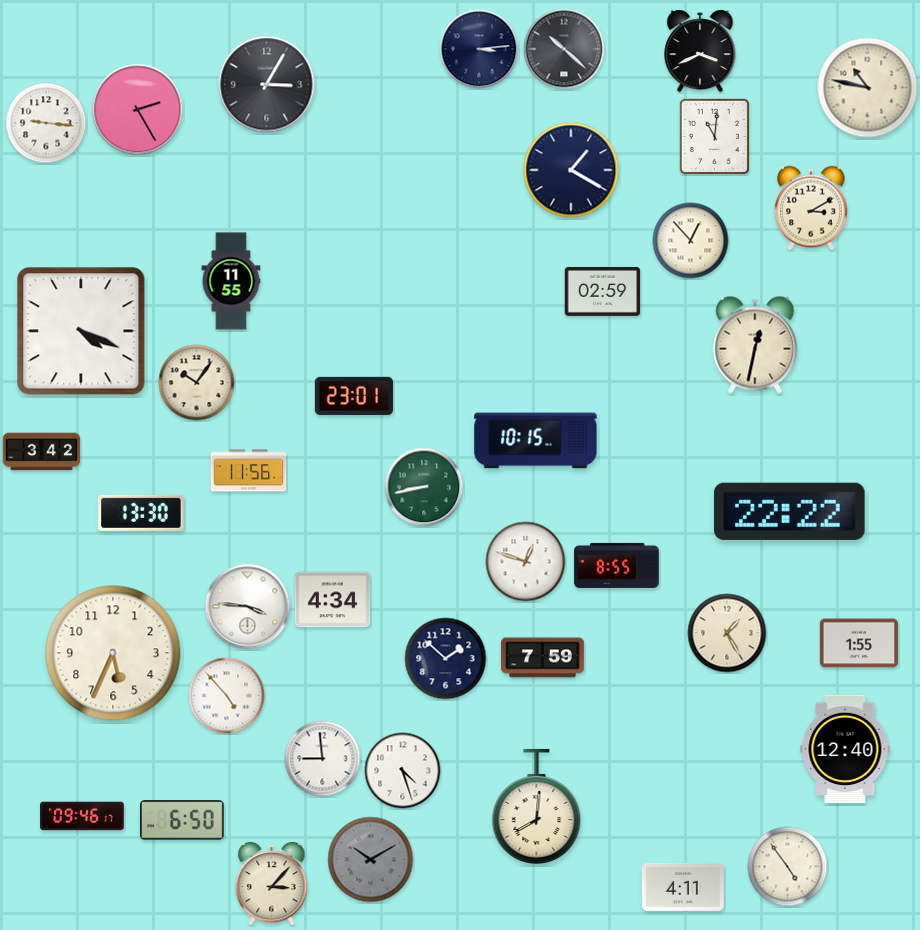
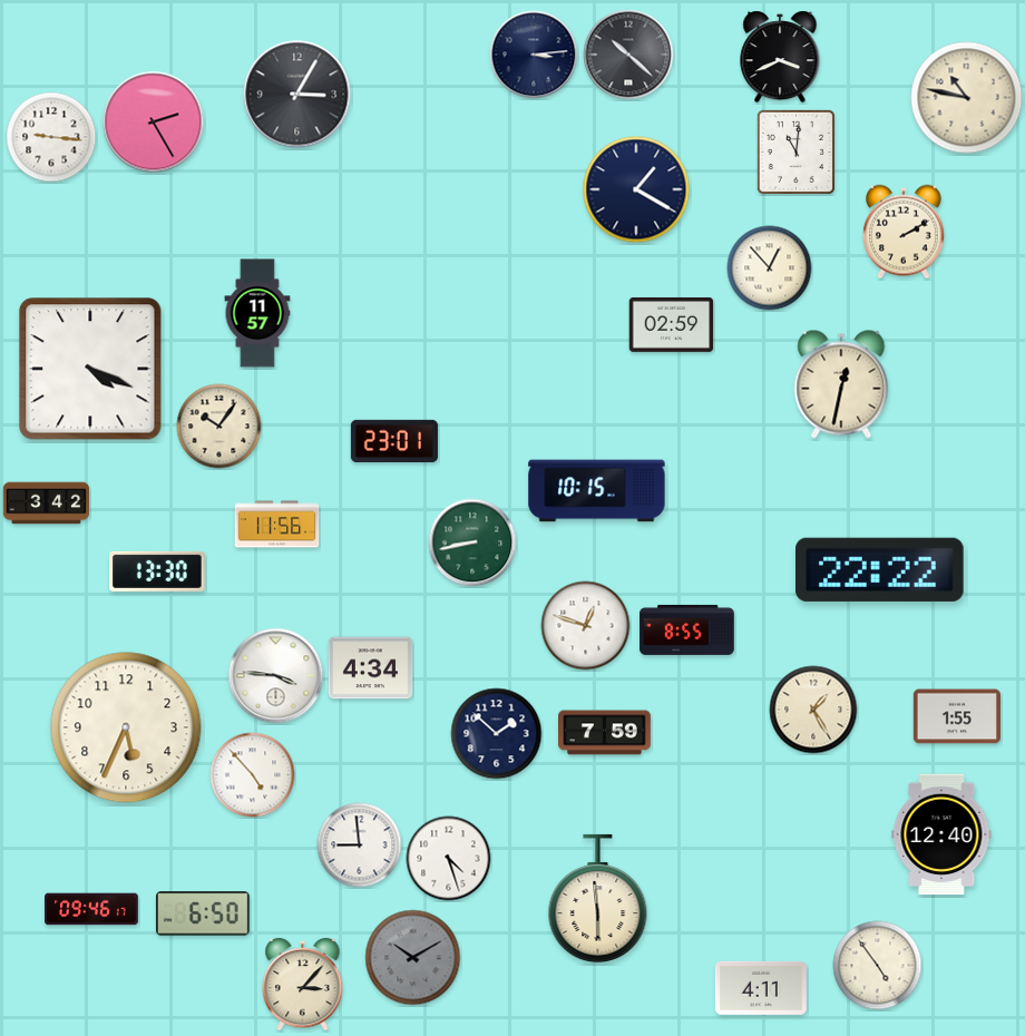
clock at (812, 208): 3:10 -> 2:10
clock at (231, 281): 11:55 -> 11:57
clock at (727, 633) position: (727, 633) -> (813, 710)
clock at (537, 806): 8:01 -> 5:59
